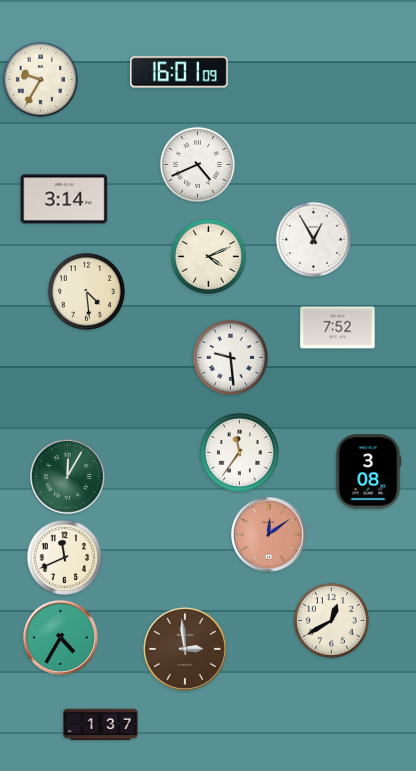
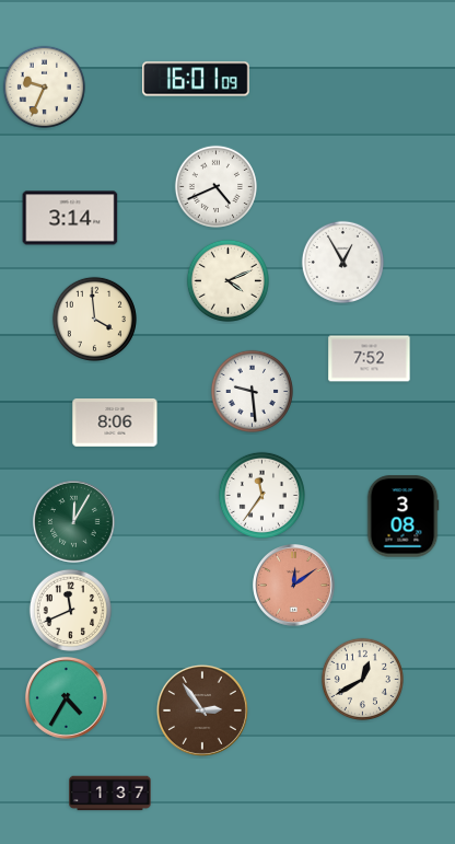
clock at (40, 79): 9:35 -> 9:34
clock at (197, 164) position: (197, 164) -> (215, 186)
clock at (86, 291): 4:29 -> 3:59
clock at (115, 424): none -> 8:06
clock at (185, 649): 2:59 -> 2:54
